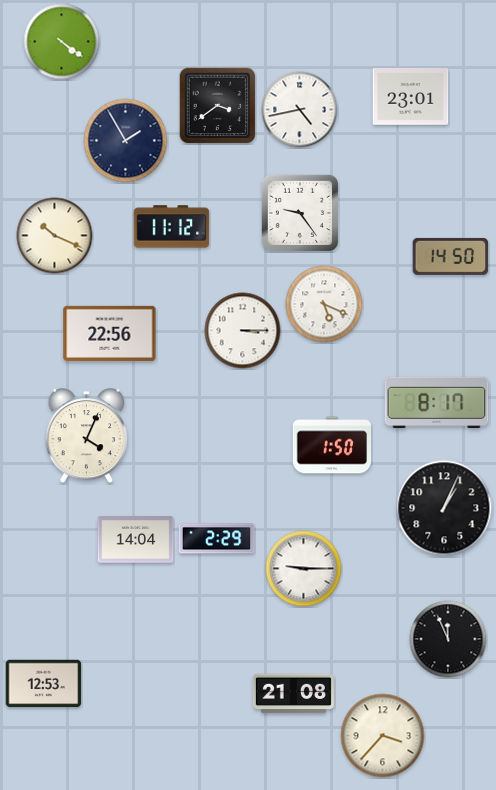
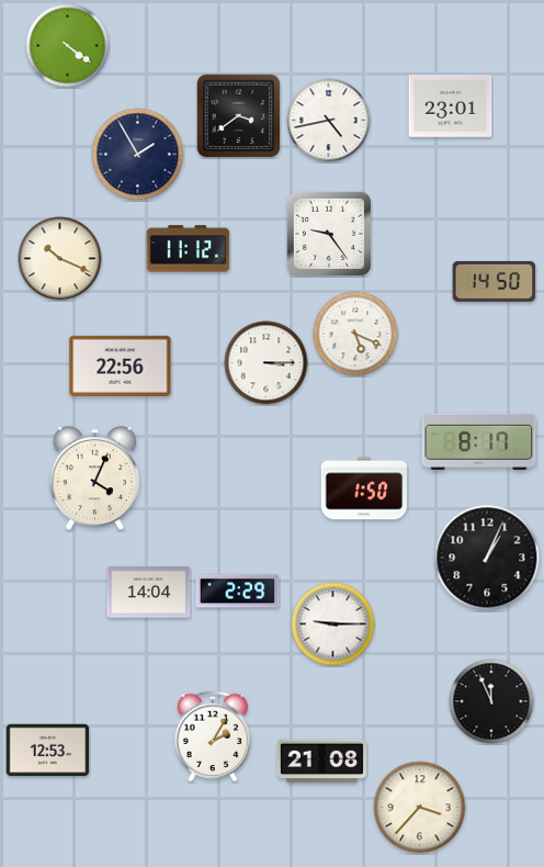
clock at (213, 736): none -> 2:05
